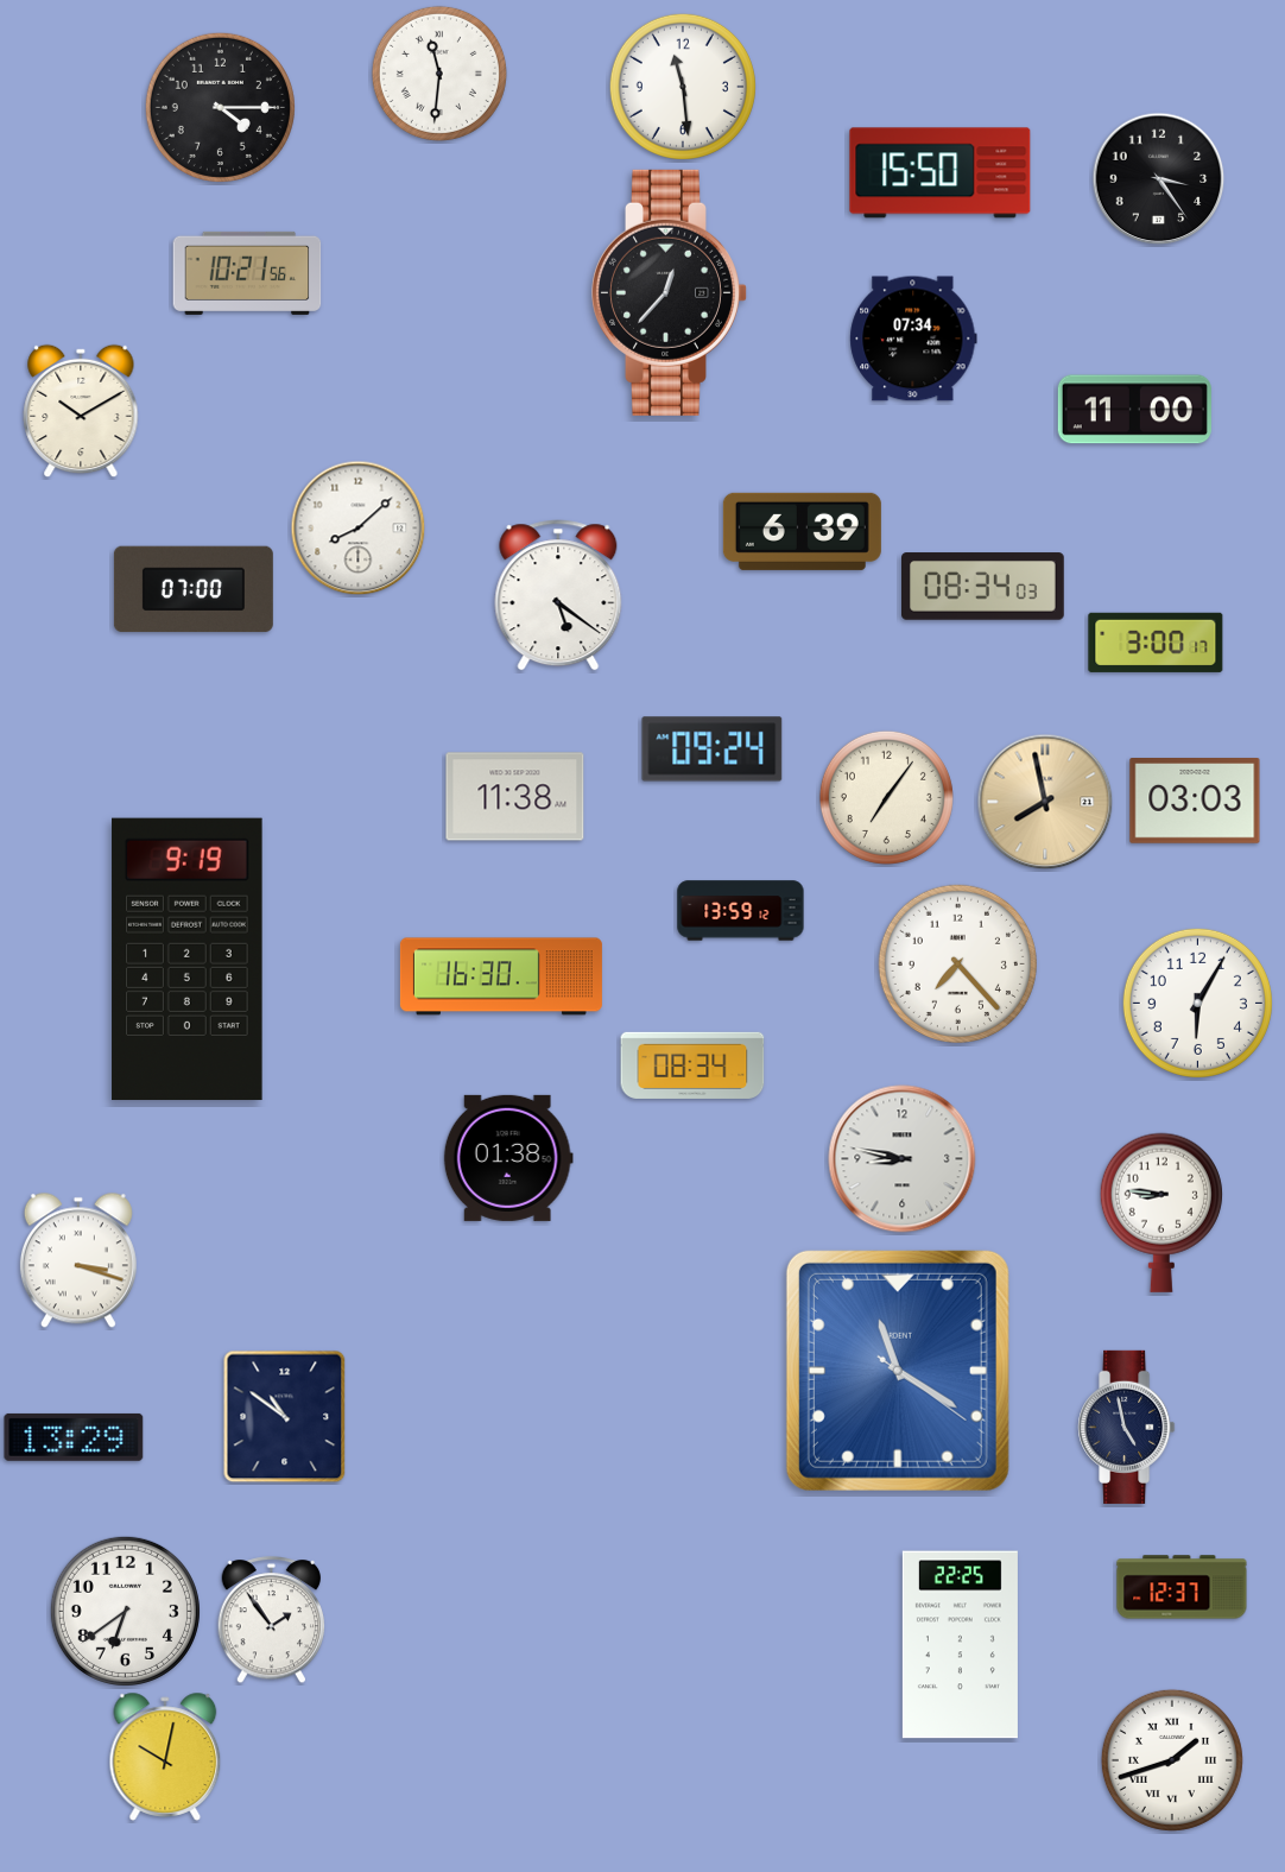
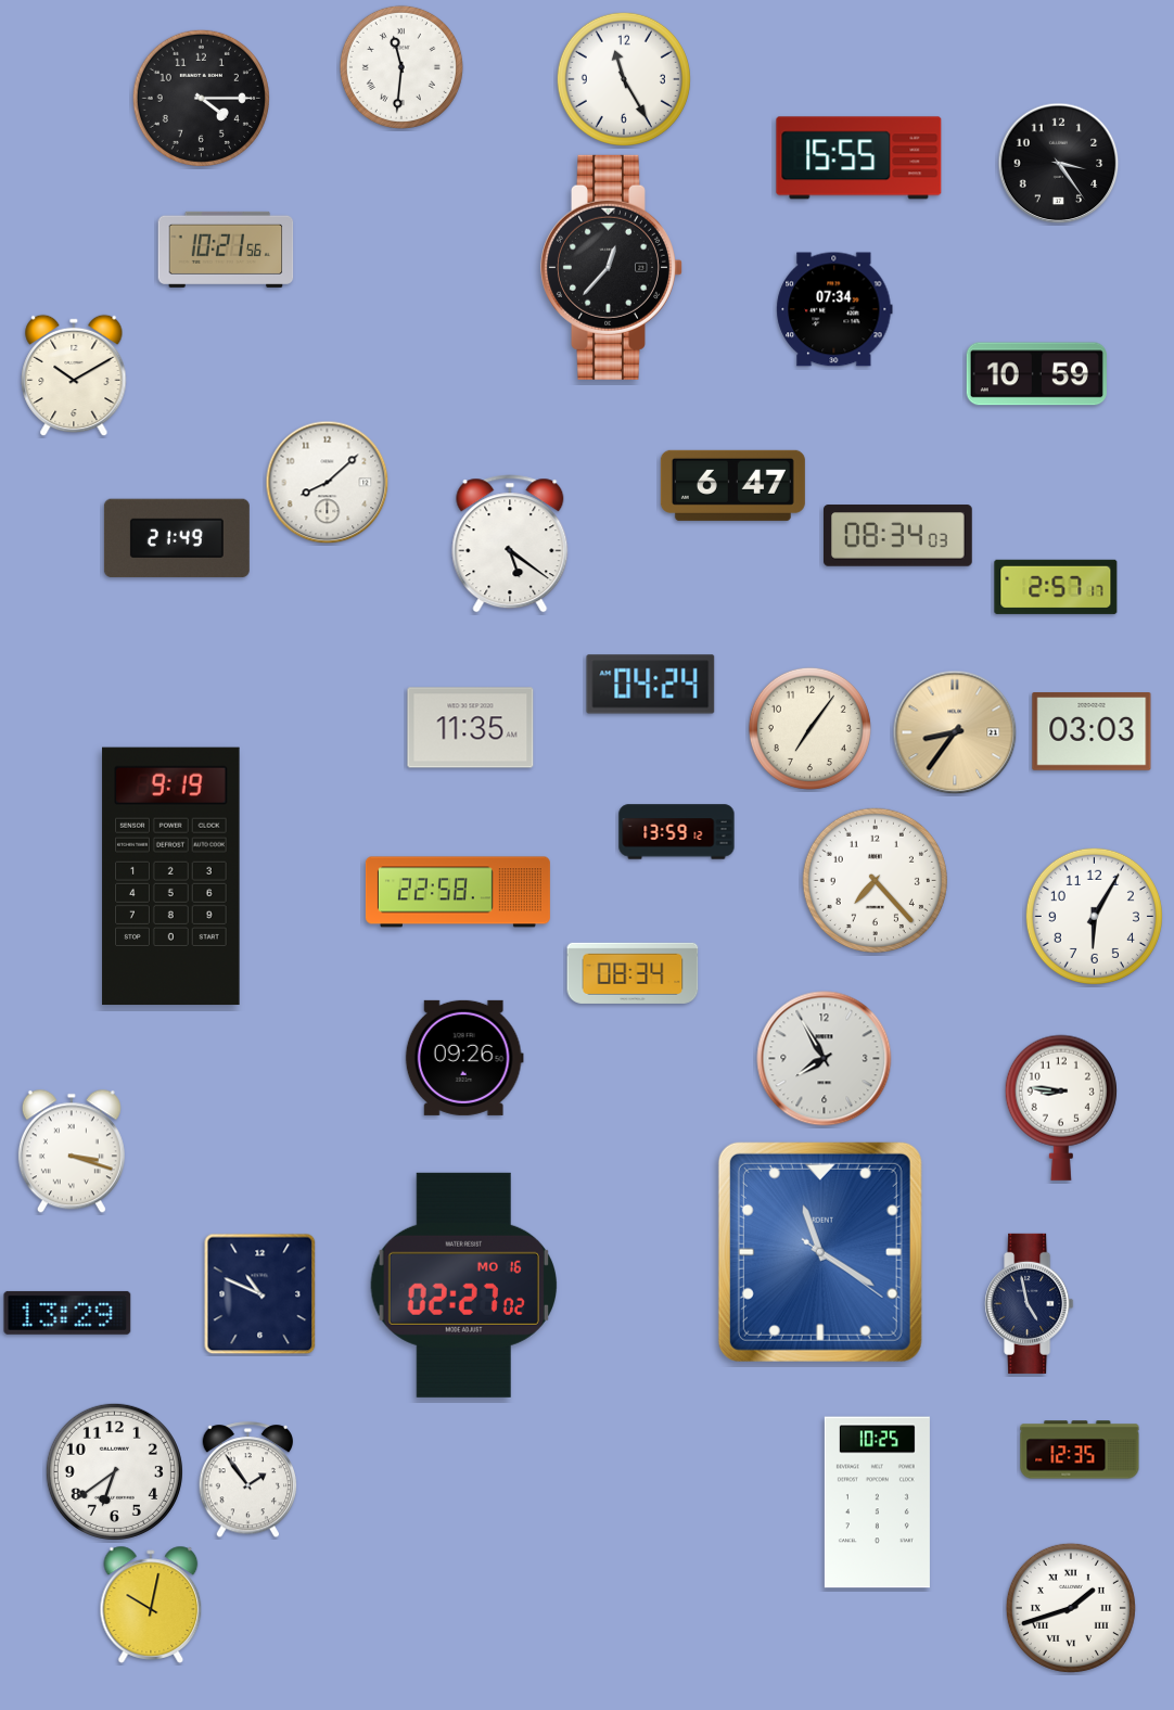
clock at (683, 87): 11:29 -> 11:25
clock at (941, 173): 15:50 -> 15:55
clock at (1134, 410): 11:00 -> 10:59
clock at (802, 531): 6:39 -> 6:47
clock at (194, 589): 07:00 -> 21:49
clock at (1156, 643): 3:00 -> 2:57
clock at (713, 750): 09:24 -> 04:24
clock at (515, 797): 11:38 -> 11:35
clock at (1045, 802): 7:58 -> 8:36
clock at (501, 976): 16:30 -> 22:58
clock at (508, 1158): 01:38 -> 09:26
clock at (903, 1159): 8:47 -> 7:55
clock at (463, 1285): none -> 02:27
clock at (285, 1417): 10:51 -> 10:49
clock at (1182, 1587): 12:37 -> 12:35
clock at (960, 1645): 22:25 -> 10:25
